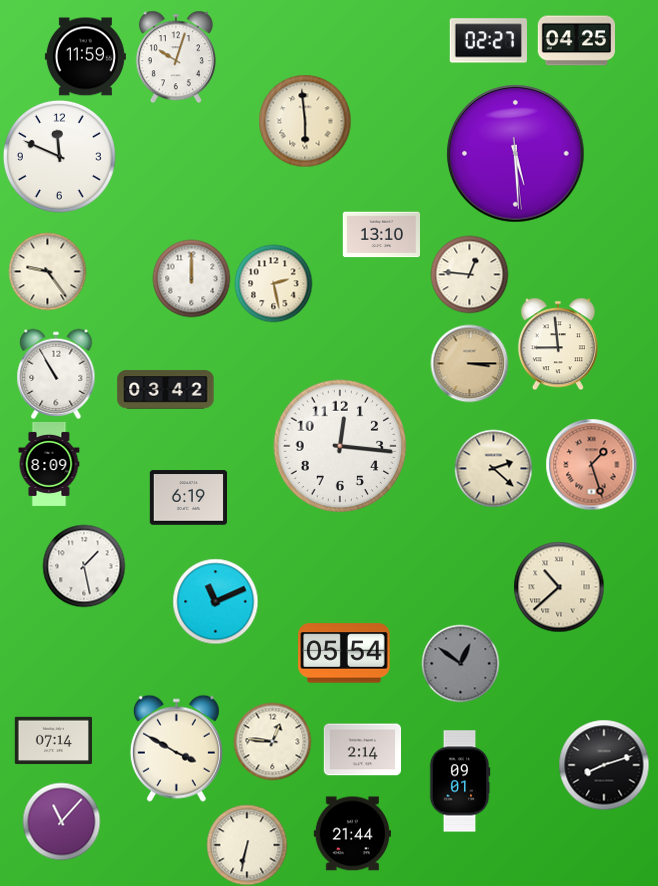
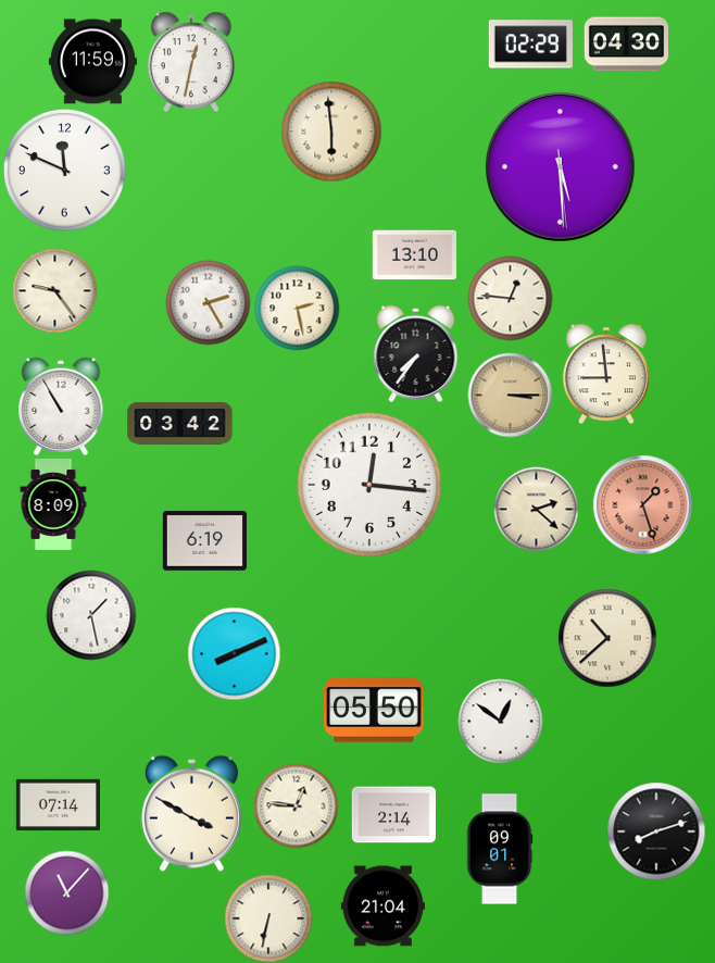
clock at (488, 41): 02:27 -> 02:29
clock at (576, 41): 04:25 -> 04:30
clock at (176, 57): 10:03 -> 12:32
clock at (47, 271) position: (47, 271) -> (54, 290)
clock at (191, 278): 12:00 -> 2:25
clock at (416, 353): none -> 7:36
clock at (215, 601): 11:11 -> 8:11
clock at (344, 653): 05:54 -> 05:50
clock at (460, 663) dial: grey -> white
clock at (352, 834): 21:44 -> 21:04
